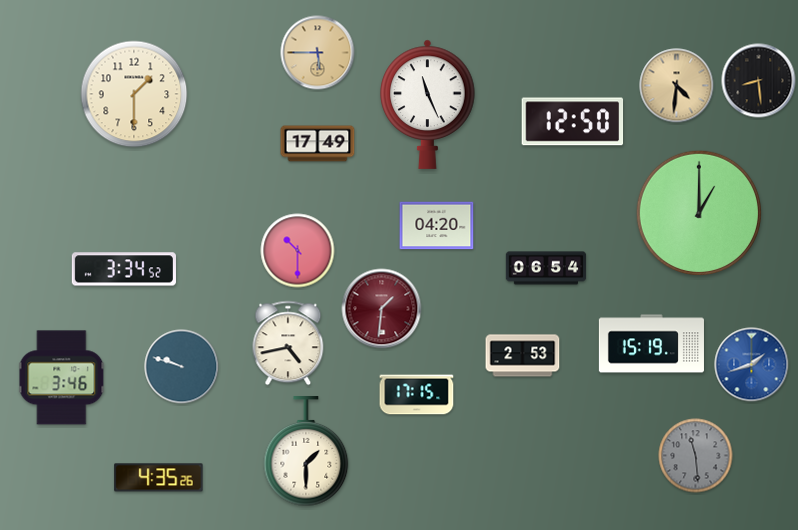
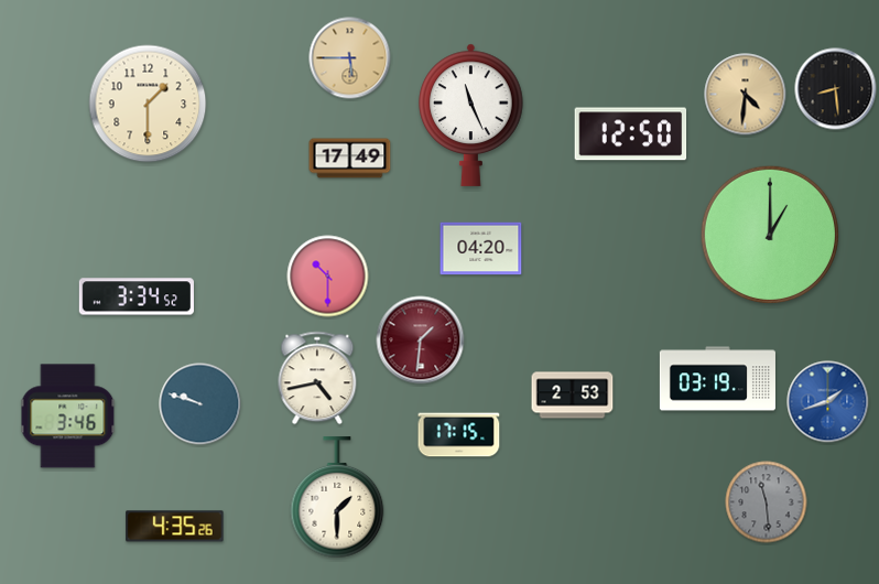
clock at (546, 268): 06:54 -> none
clock at (651, 344): 15:19 -> 03:19
clock at (523, 356) position: (523, 356) -> (573, 396)
